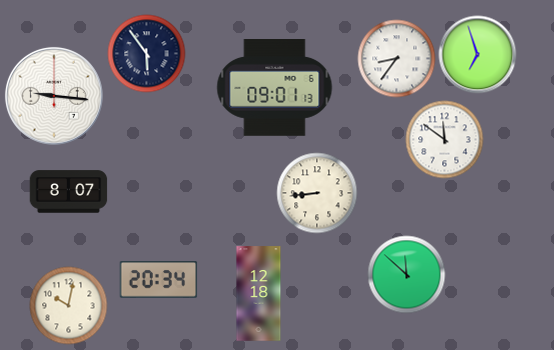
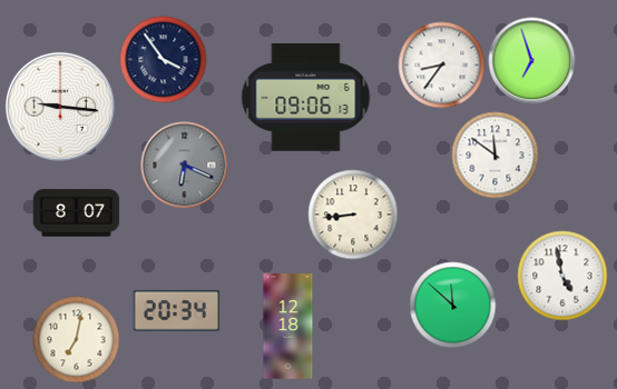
clock at (146, 53): 5:54 -> 3:54
clock at (275, 88): 09:01 -> 09:06
clock at (184, 164): none -> 6:19
clock at (562, 276): none -> 4:58
clock at (68, 305): 10:02 -> 7:02
